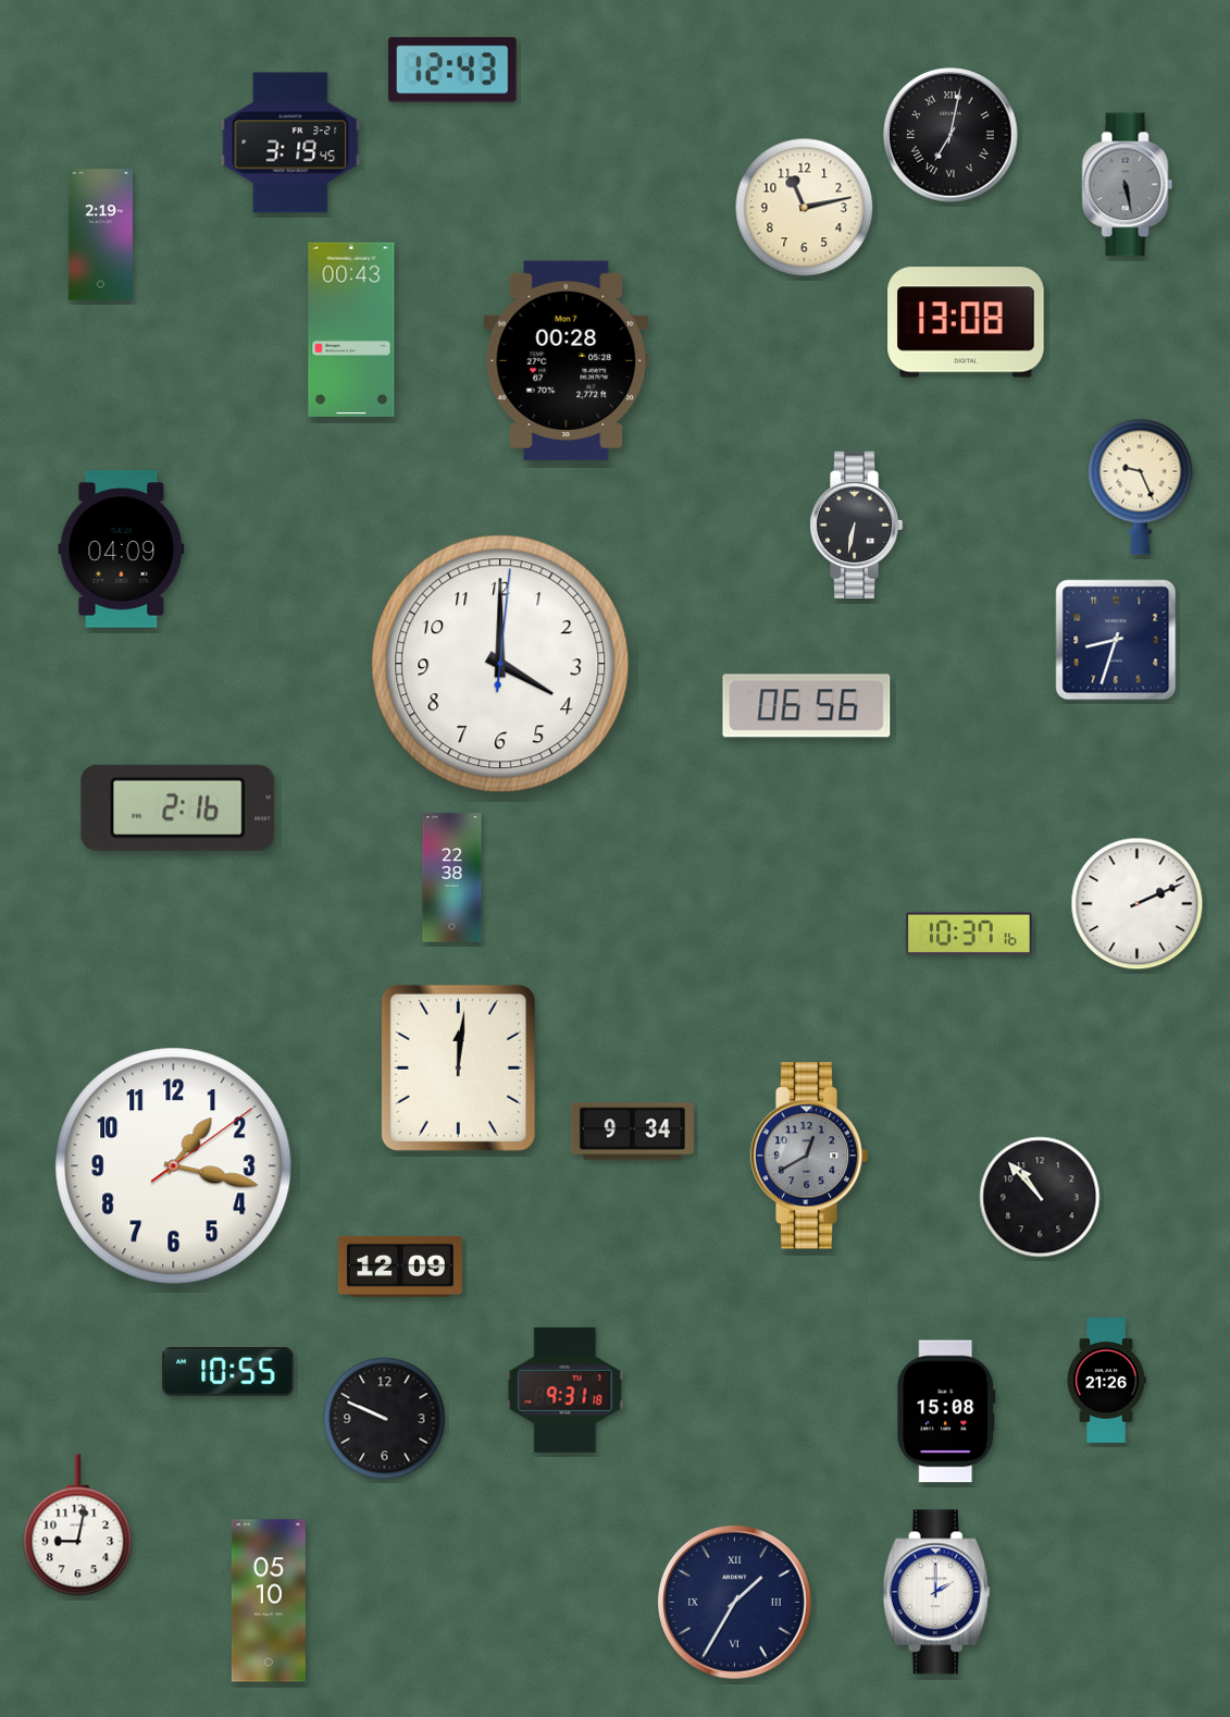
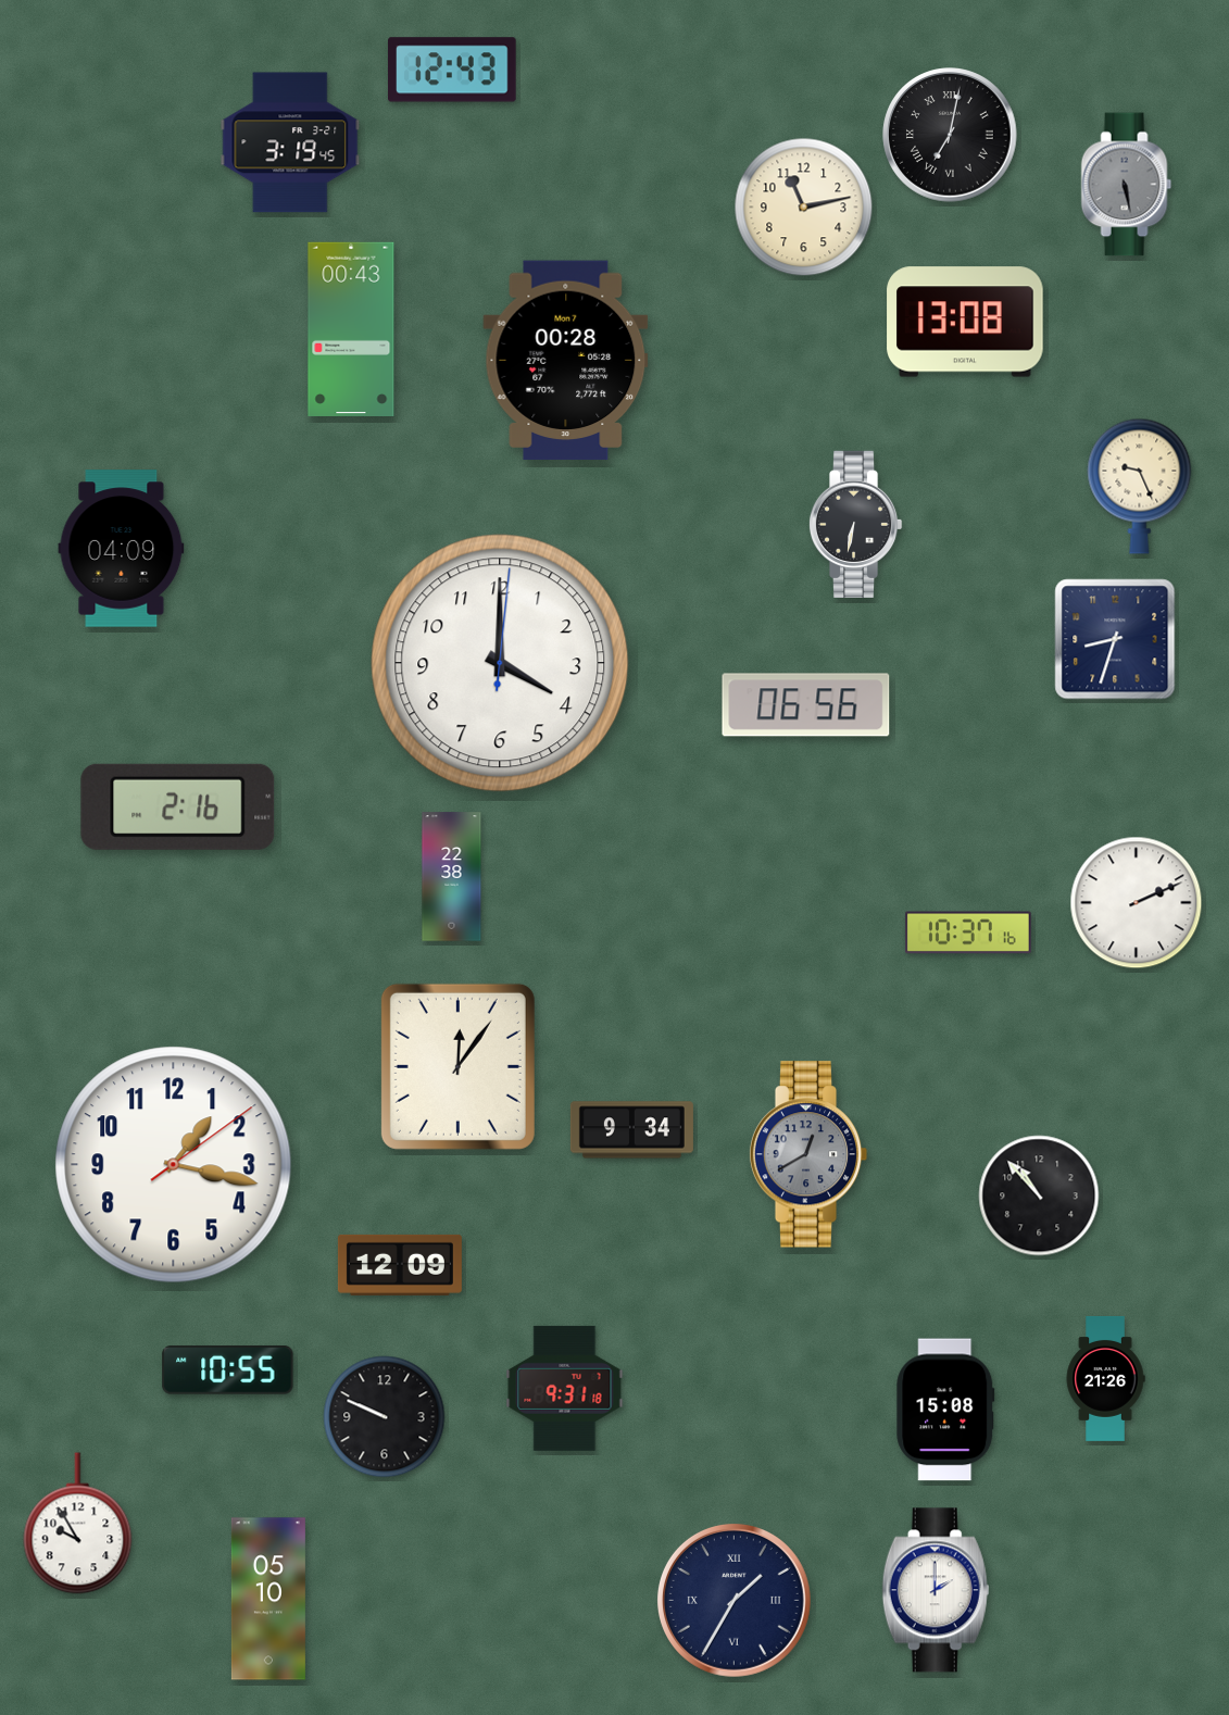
clock at (100, 235): 2:19 -> none
clock at (458, 1067): 12:01 -> 12:06
clock at (78, 1525): 9:02 -> 9:55
